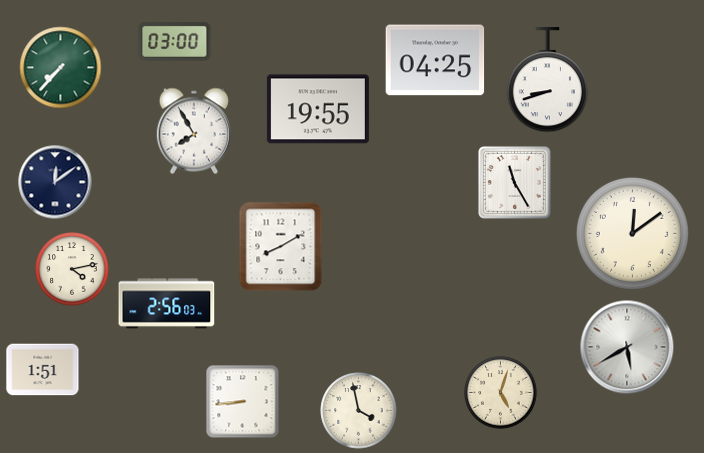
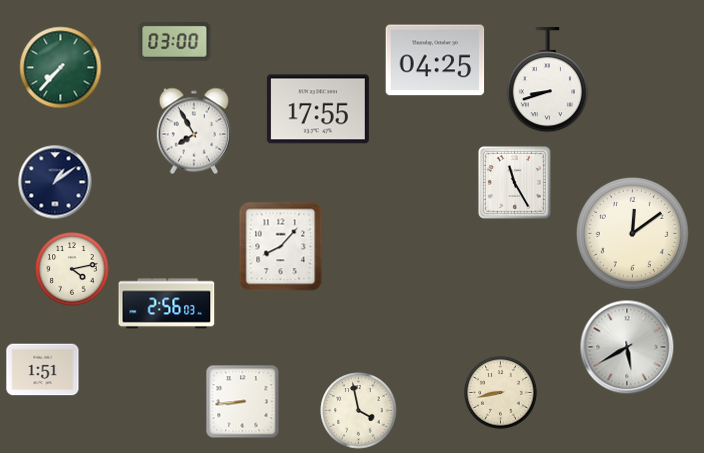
clock at (318, 109): 19:55 -> 17:55
clock at (55, 182): 12:09 -> 1:09
clock at (281, 247): 8:10 -> 8:07
clock at (501, 393): 5:03 -> 8:43
